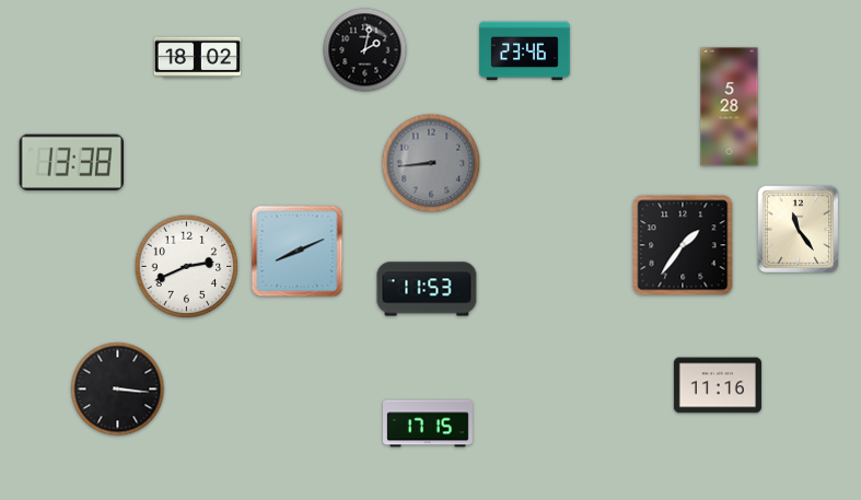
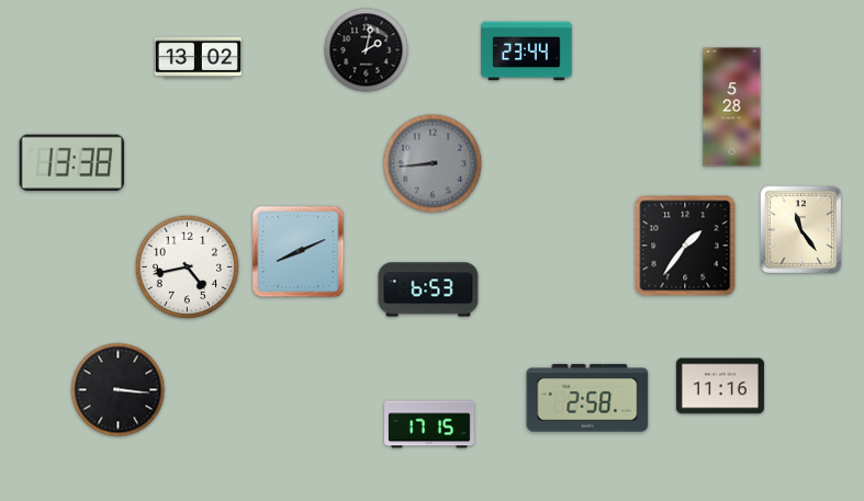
clock at (525, 51): 23:46 -> 23:44
clock at (197, 57): 18:02 -> 13:02
clock at (187, 267): 2:41 -> 4:43
clock at (427, 289): 11:53 -> 6:53
clock at (587, 398): none -> 2:58
